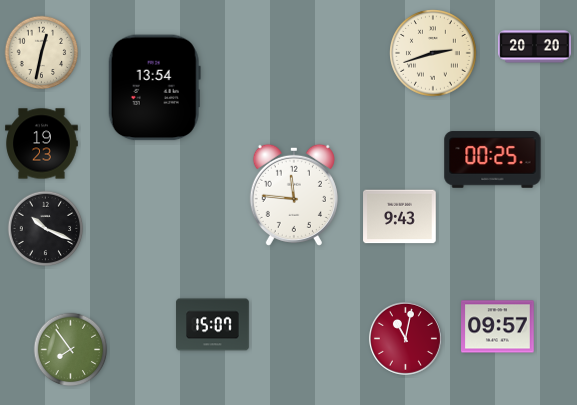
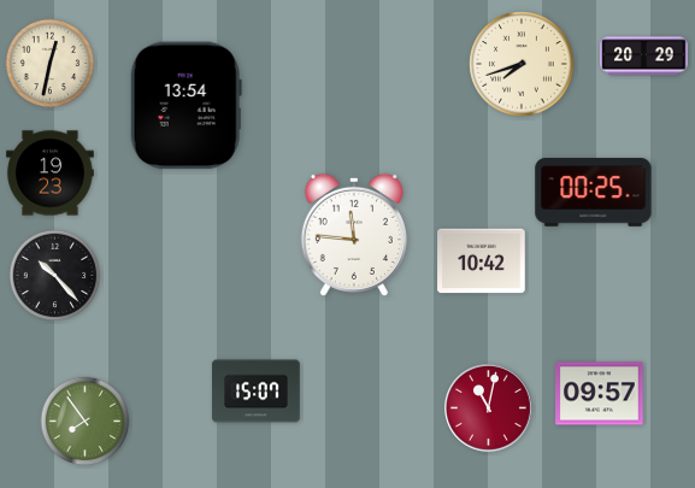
clock at (535, 47): 20:20 -> 20:29
clock at (433, 53): 2:42 -> 7:42
clock at (400, 217): 9:43 -> 10:42
clock at (46, 229): 10:19 -> 10:23
